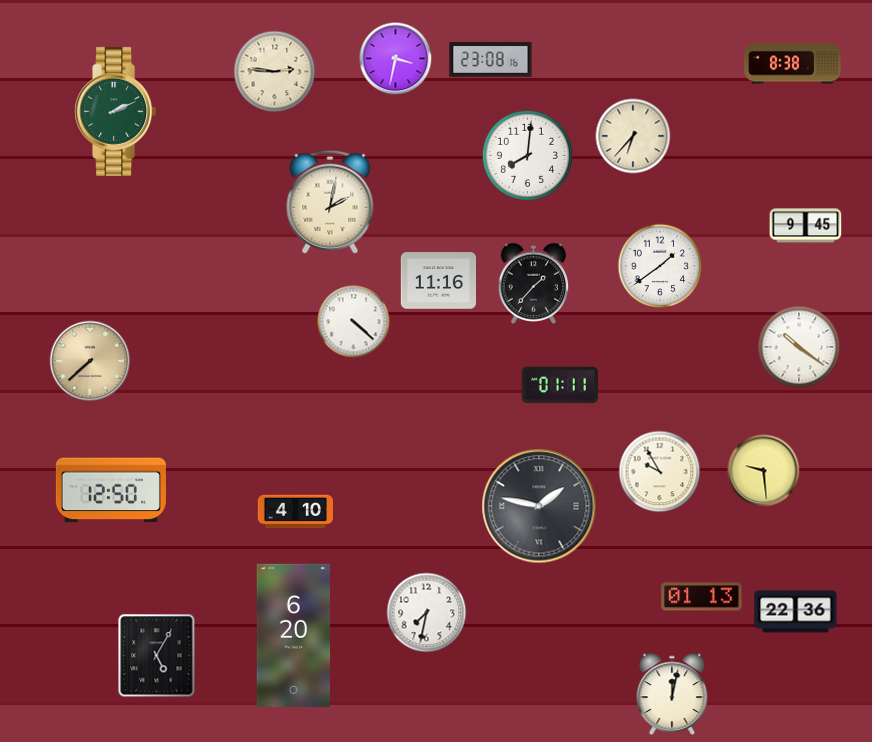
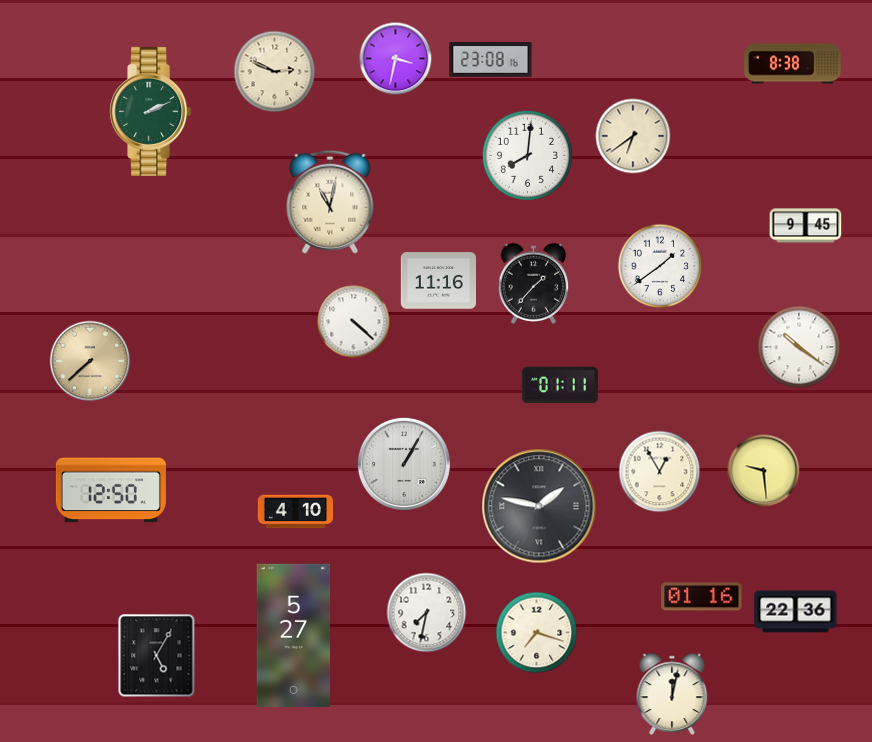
clock at (275, 72): 2:46 -> 2:49
clock at (116, 111) position: (116, 111) -> (151, 111)
clock at (633, 136): 6:37 -> 6:39
clock at (330, 202): 2:02 -> 11:02
clock at (404, 464): none -> 1:05
clock at (660, 472): 9:55 -> 12:55
clock at (702, 597): 01:13 -> 01:16
clock at (537, 633): none -> 7:18
clock at (294, 635): 6:20 -> 5:27
